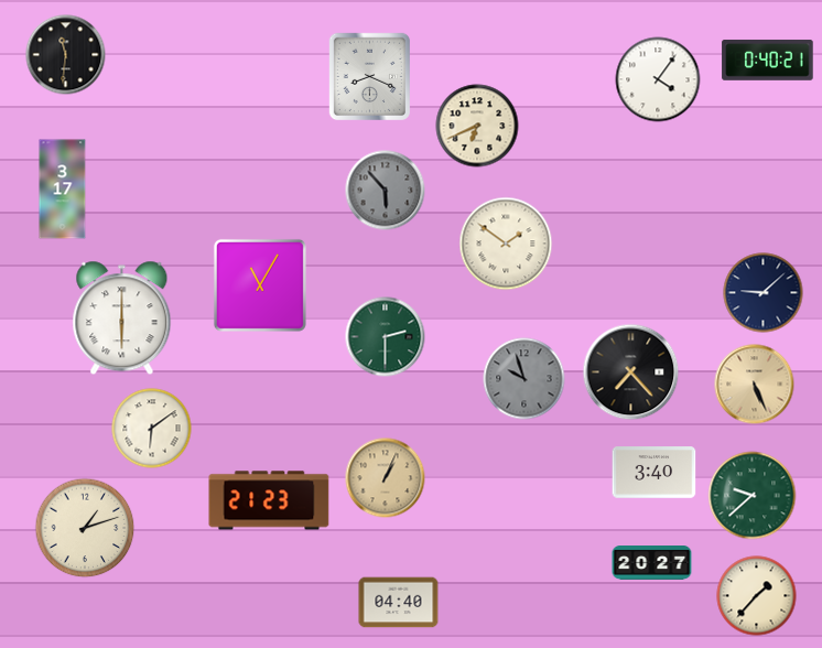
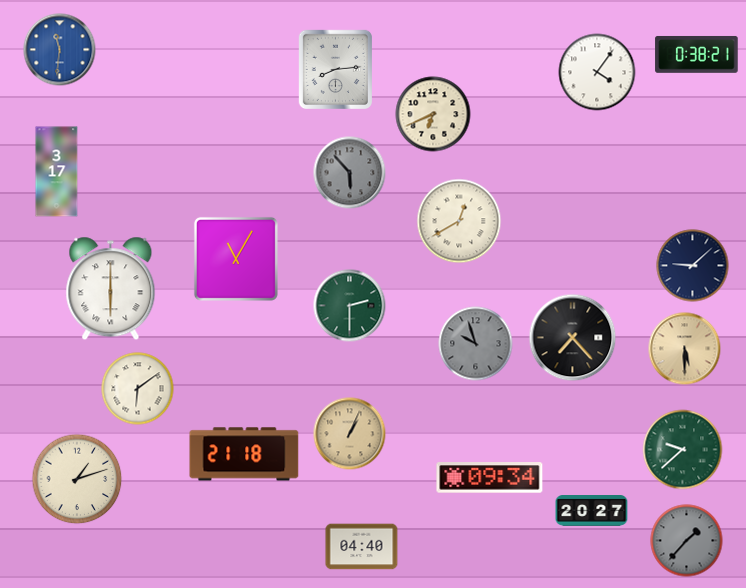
clock at (66, 55) dial: black -> blue
clock at (768, 61): 0:40 -> 0:38
clock at (369, 76): 8:19 -> 8:14
clock at (506, 244): 1:51 -> 12:40
clock at (755, 385): 5:26 -> 5:30
clock at (655, 473): 3:40 -> none
clock at (269, 500): 21:23 -> 21:18
clock at (490, 478): none -> 09:34
clock at (757, 596) dial: cream -> grey
